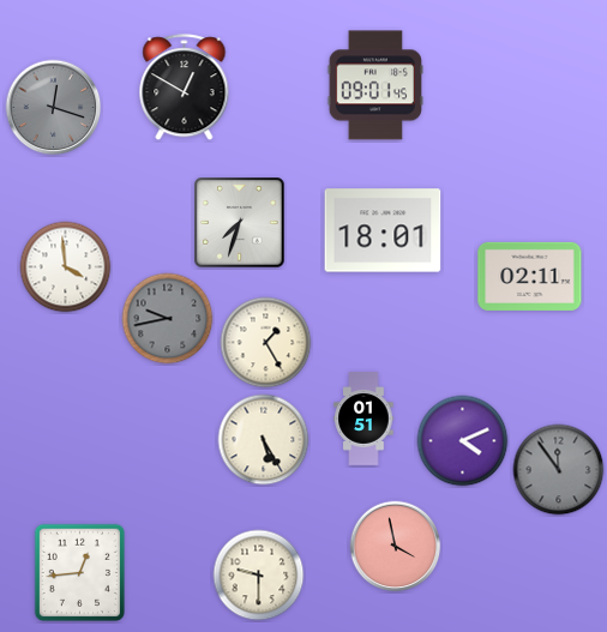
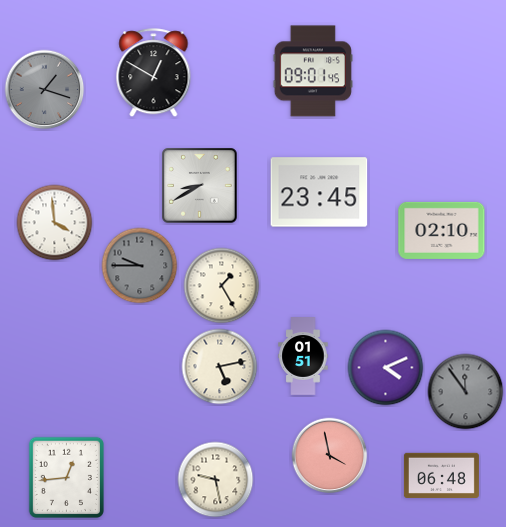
clock at (54, 108): 12:18 -> 1:18
clock at (240, 223): 7:33 -> 8:40
clock at (383, 230): 18:01 -> 23:45
clock at (530, 276): 02:11 -> 02:10
clock at (168, 319): 9:43 -> 9:45
clock at (363, 419) position: (363, 419) -> (303, 356)
clock at (264, 440): 5:25 -> 5:13
clock at (441, 475): none -> 06:48
clock at (259, 576): 9:30 -> 9:28
